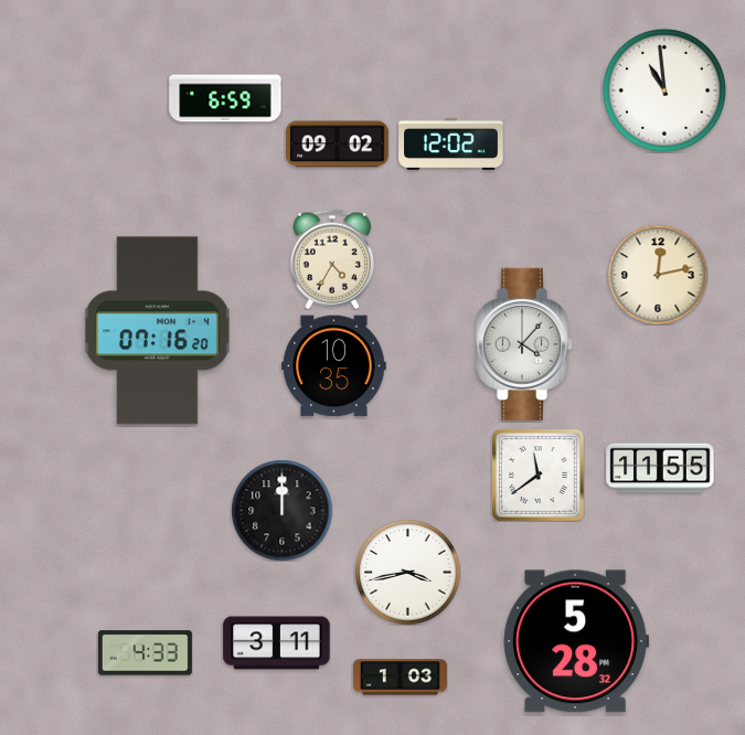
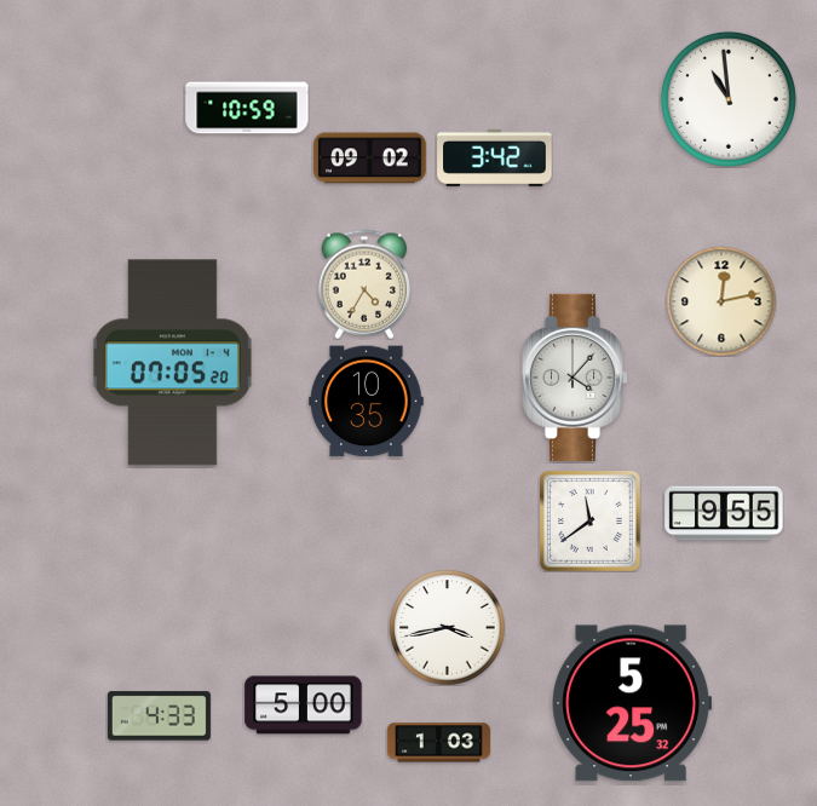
clock at (225, 98): 6:59 -> 10:59
clock at (451, 143): 12:02 -> 3:42
clock at (157, 331): 07:16 -> 07:05
clock at (660, 468): 11:55 -> 9:55
clock at (281, 510): 12:00 -> none
clock at (575, 641): 5:28 -> 5:25
clock at (277, 643): 3:11 -> 5:00
